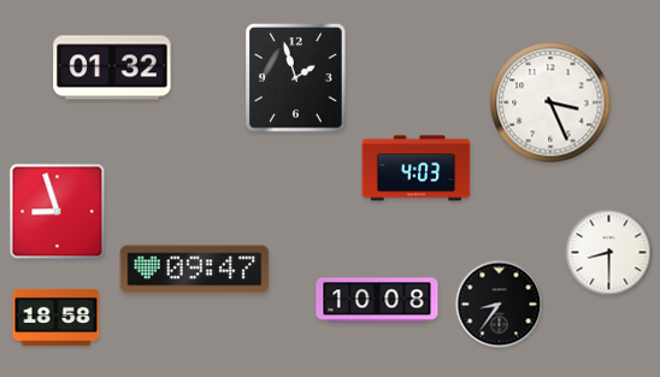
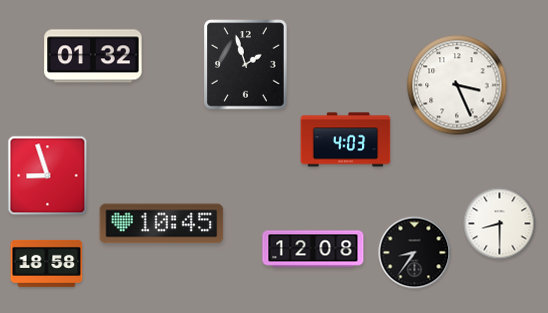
clock at (609, 253) position: (609, 253) -> (500, 224)
clock at (195, 270): 09:47 -> 10:45
clock at (377, 300): 10:08 -> 12:08
